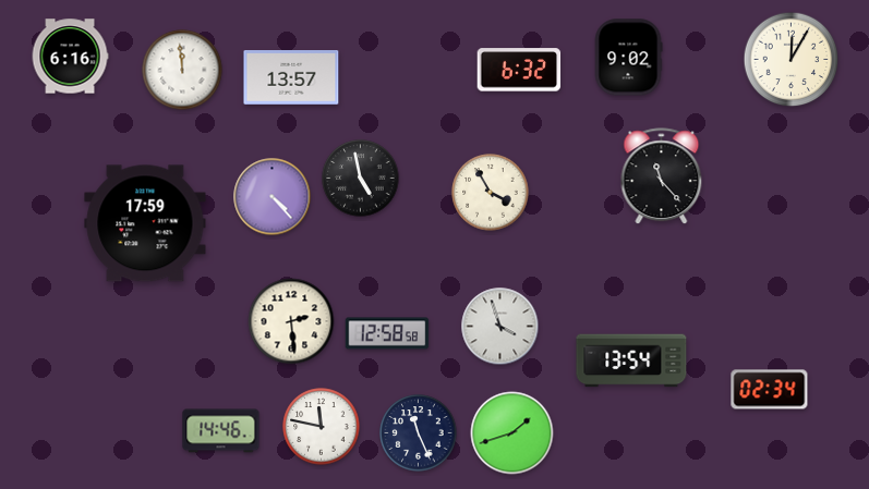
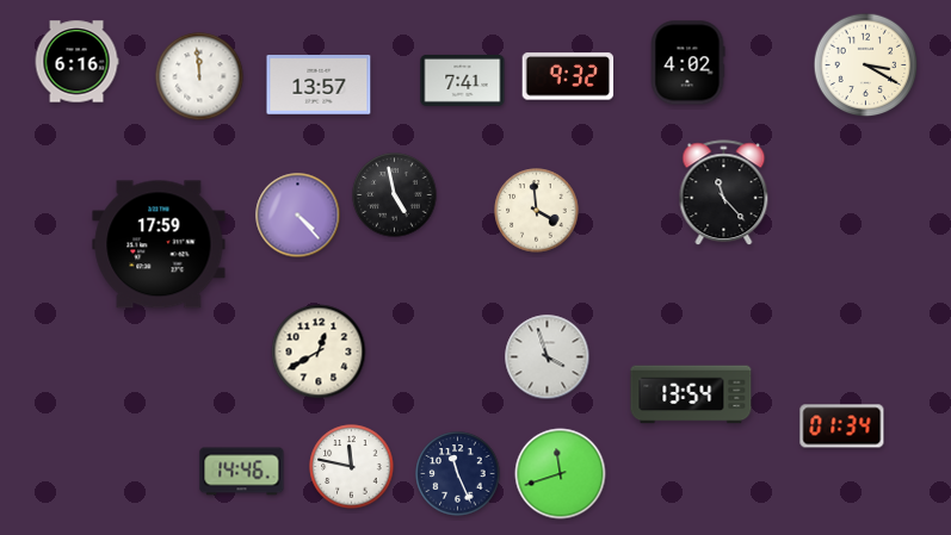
clock at (628, 58): 9:02 -> 4:02
clock at (792, 60): 12:05 -> 3:20
clock at (519, 70): 6:32 -> 9:32
clock at (463, 80): none -> 7:41
clock at (491, 193): 3:55 -> 3:59
clock at (291, 321): 2:29 -> 12:40
clock at (387, 333): 12:58 -> none
clock at (770, 390): 02:34 -> 01:34
clock at (512, 433): 1:42 -> 11:42
